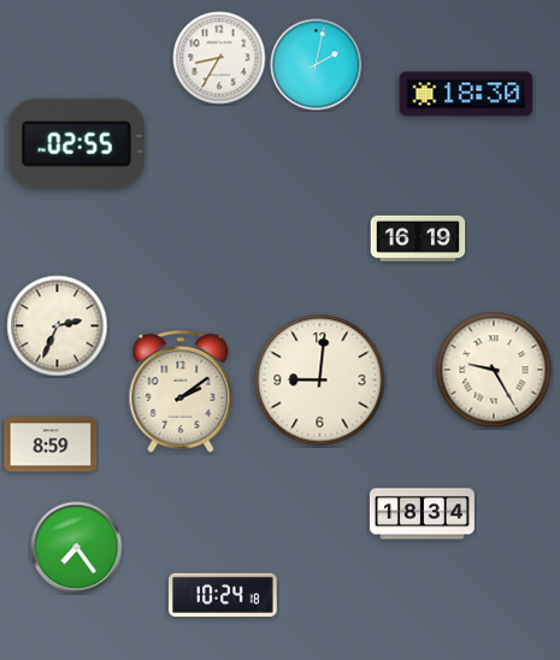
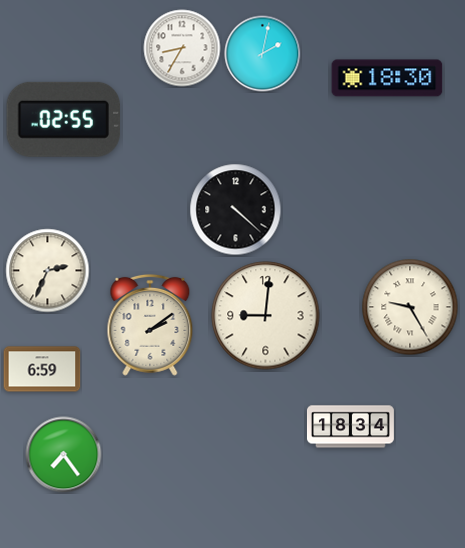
clock at (418, 238): 16:19 -> none
clock at (236, 210): none -> 4:22
clock at (51, 444): 8:59 -> 6:59
clock at (223, 595): 10:24 -> none
